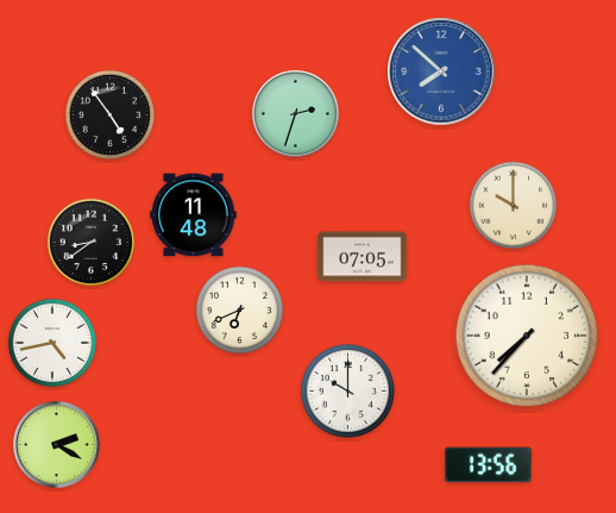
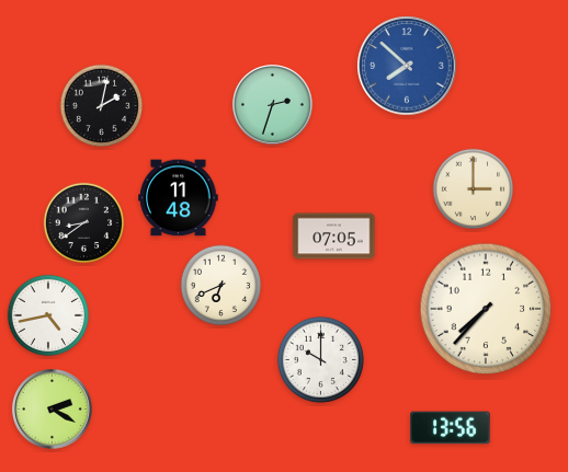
clock at (109, 114): 4:54 -> 2:02
clock at (514, 206): 10:00 -> 3:00
